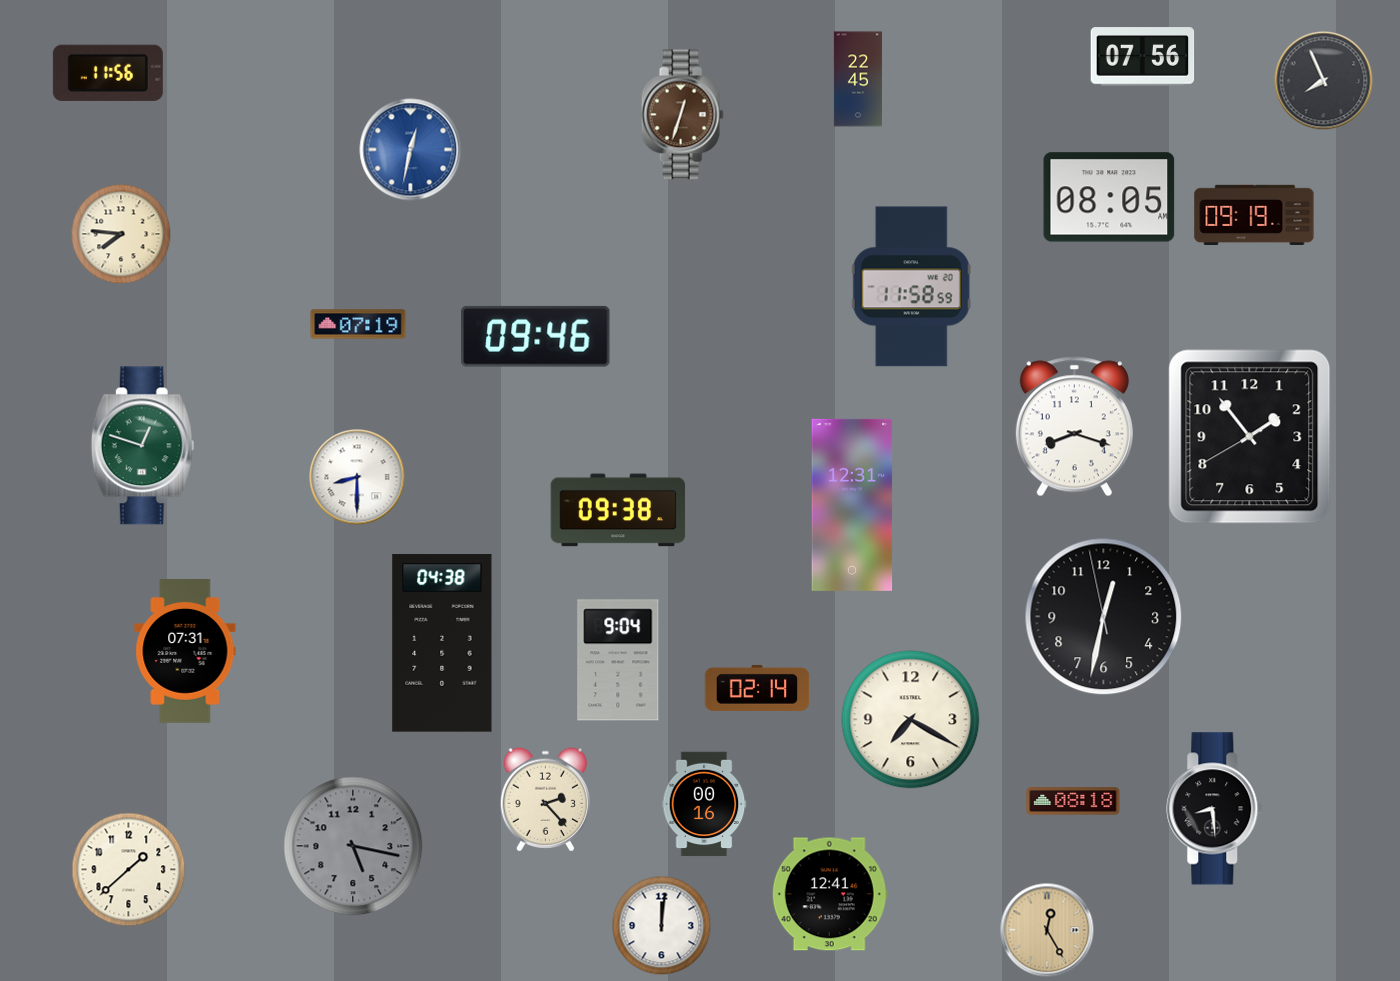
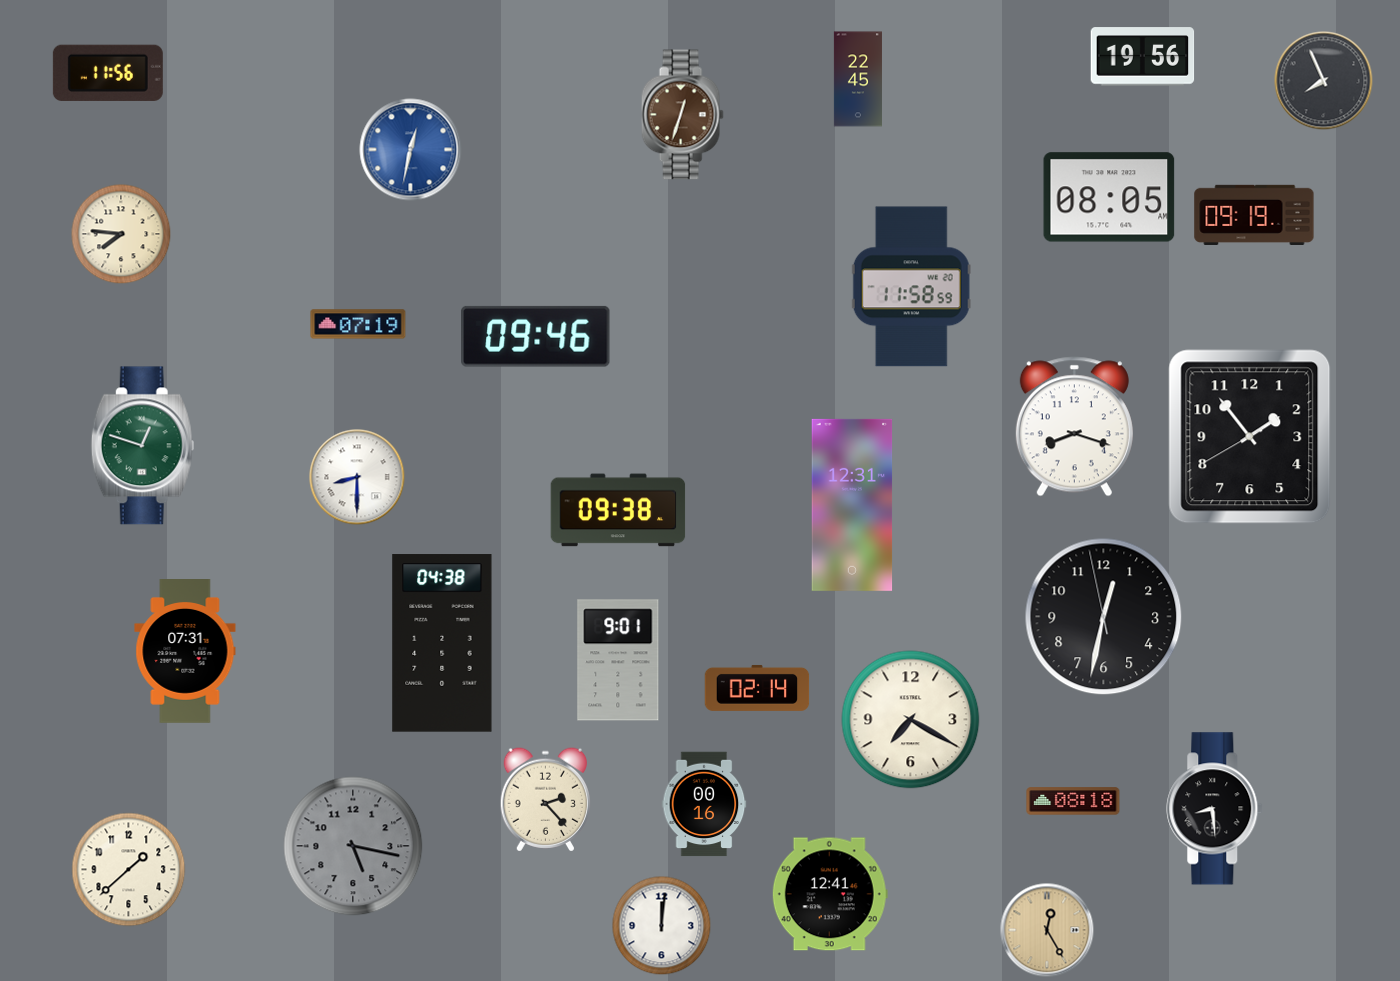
clock at (1143, 57): 07:56 -> 19:56
clock at (618, 660): 9:04 -> 9:01
